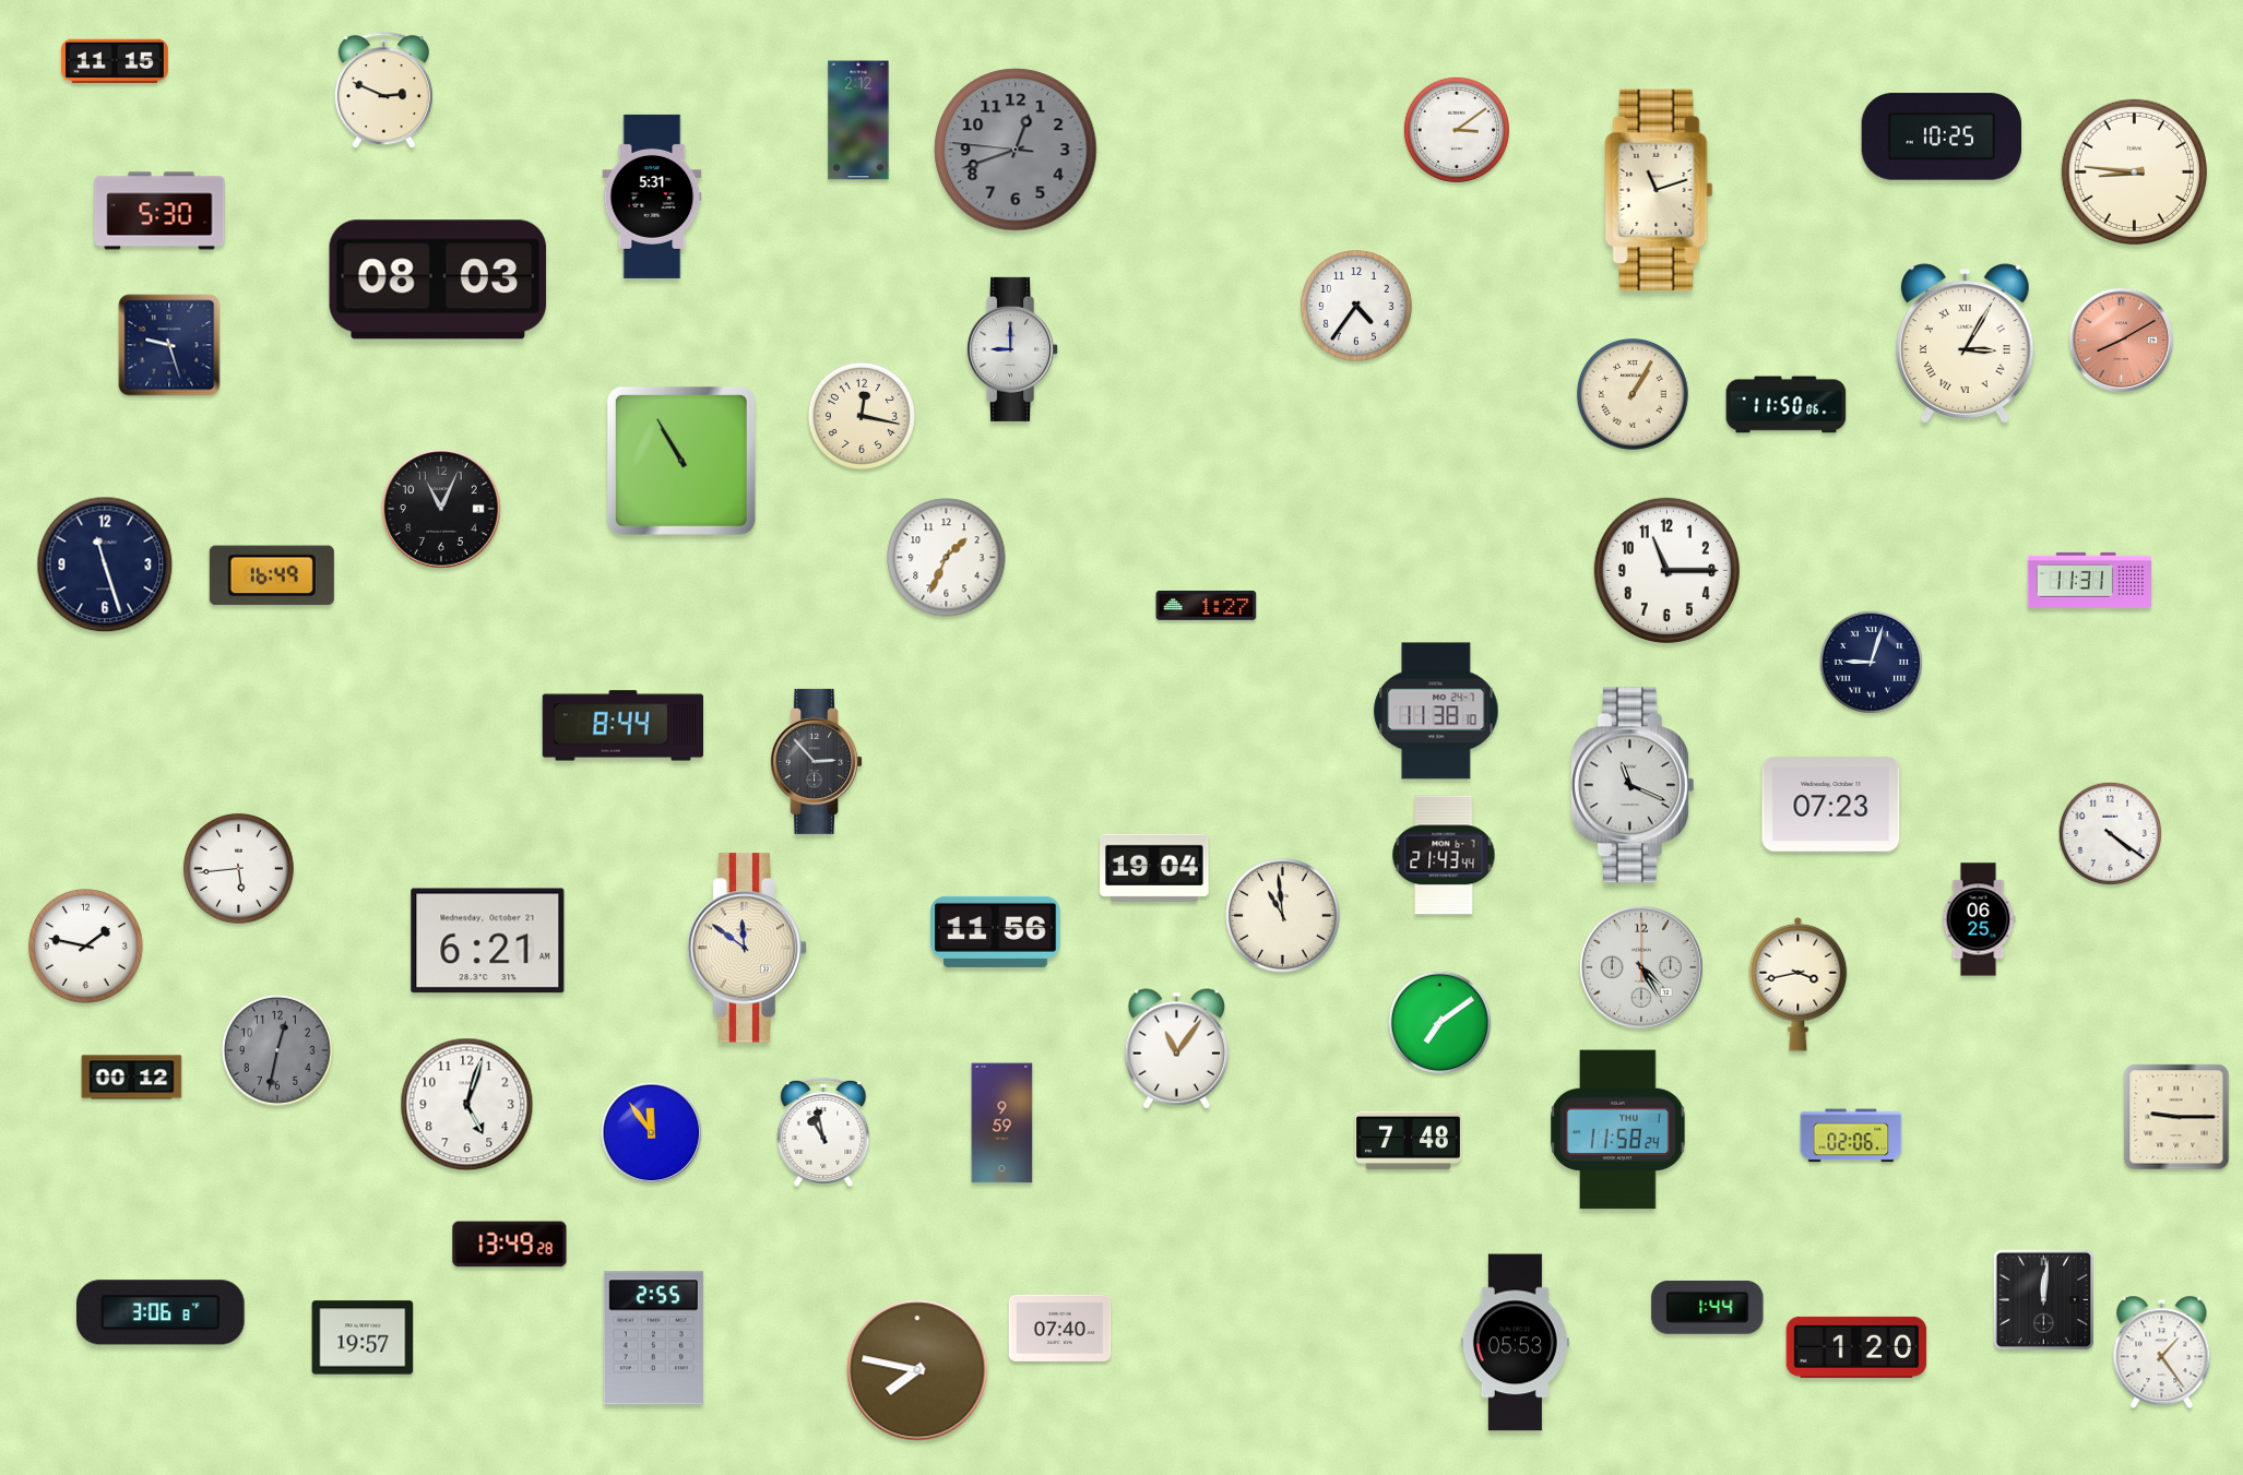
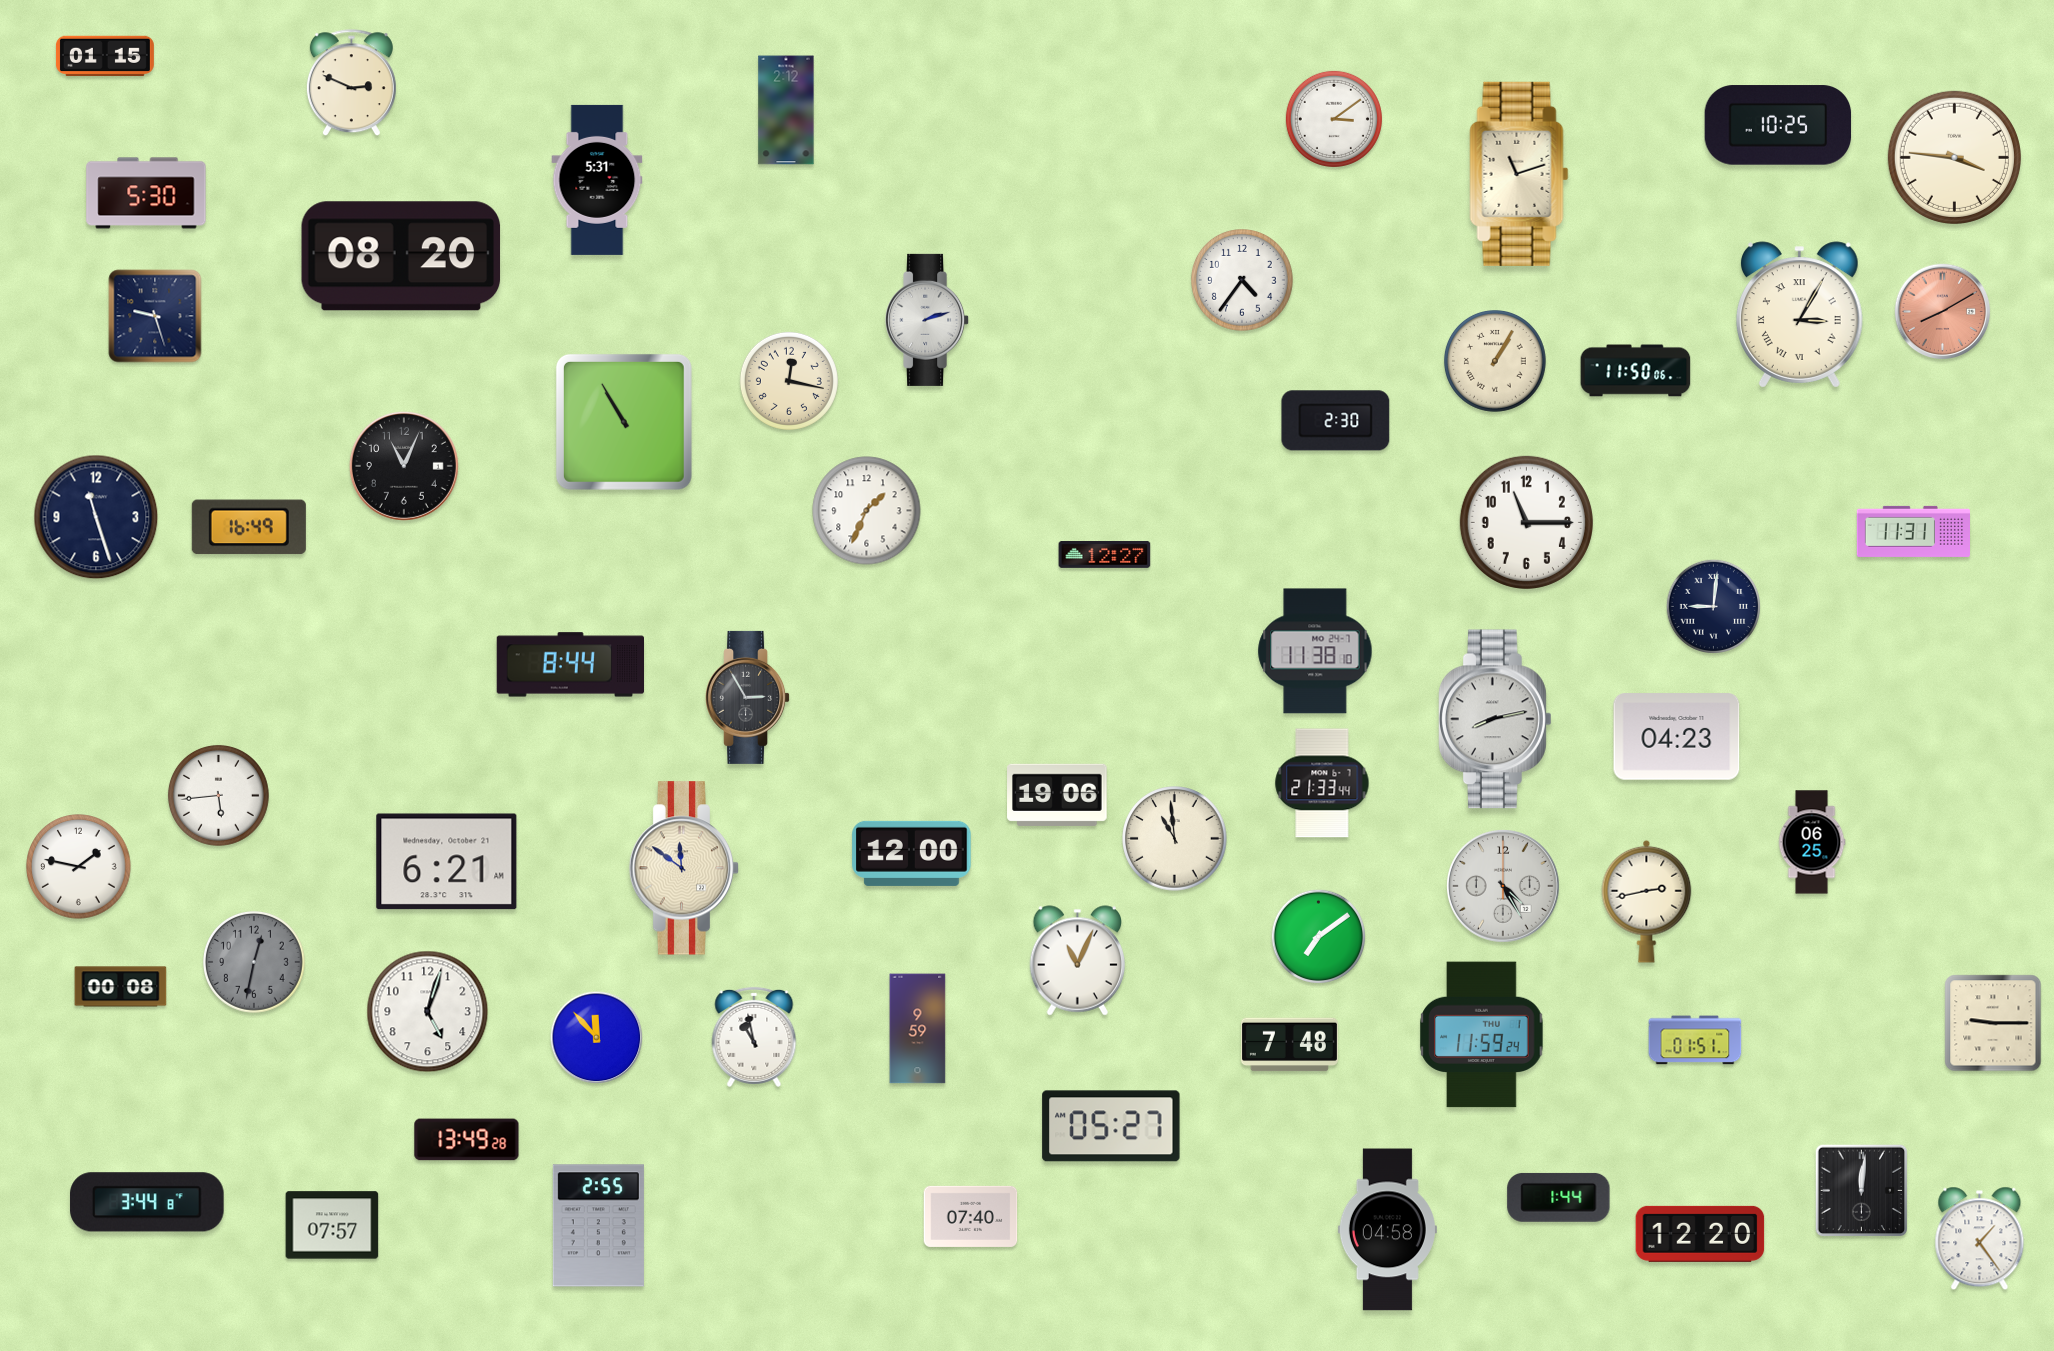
clock at (115, 61): 11:15 -> 01:15
clock at (1016, 150): 12:41 -> none
clock at (2134, 171): 8:46 -> 3:46
clock at (438, 279): 08:03 -> 08:20
clock at (1013, 349): 9:00 -> 2:12
clock at (1336, 421): none -> 2:30
clock at (1207, 606): 1:27 -> 12:27
clock at (1871, 662): 9:03 -> 9:01
clock at (817, 761): 2:53 -> 2:55
clock at (1633, 785): 11:19 -> 8:13
clock at (1831, 805): 07:23 -> 04:23
clock at (2110, 833): 4:21 -> none
clock at (1444, 855): 21:43 -> 21:33
clock at (1154, 868): 19:04 -> 19:06
clock at (996, 931): 11:56 -> 12:00
clock at (1799, 984): 3:43 -> 2:43
clock at (1177, 1049): 11:06 -> 11:04
clock at (132, 1078): 00:12 -> 00:08
clock at (1618, 1130): 11:58 -> 11:59
clock at (652, 1133): 11:54 -> 11:53
clock at (1851, 1135): 02:06 -> 01:51
clock at (1111, 1126): none -> 05:27
clock at (2044, 1300) position: (2044, 1300) -> (1862, 1191)
clock at (1708, 1307) position: (1708, 1307) -> (1559, 1197)
clock at (161, 1312): 3:06 -> 3:44
clock at (363, 1337): 19:57 -> 07:57
clock at (1515, 1343): 05:53 -> 04:58
clock at (1856, 1347): 1:20 -> 12:20
clock at (917, 1370): 7:47 -> none
